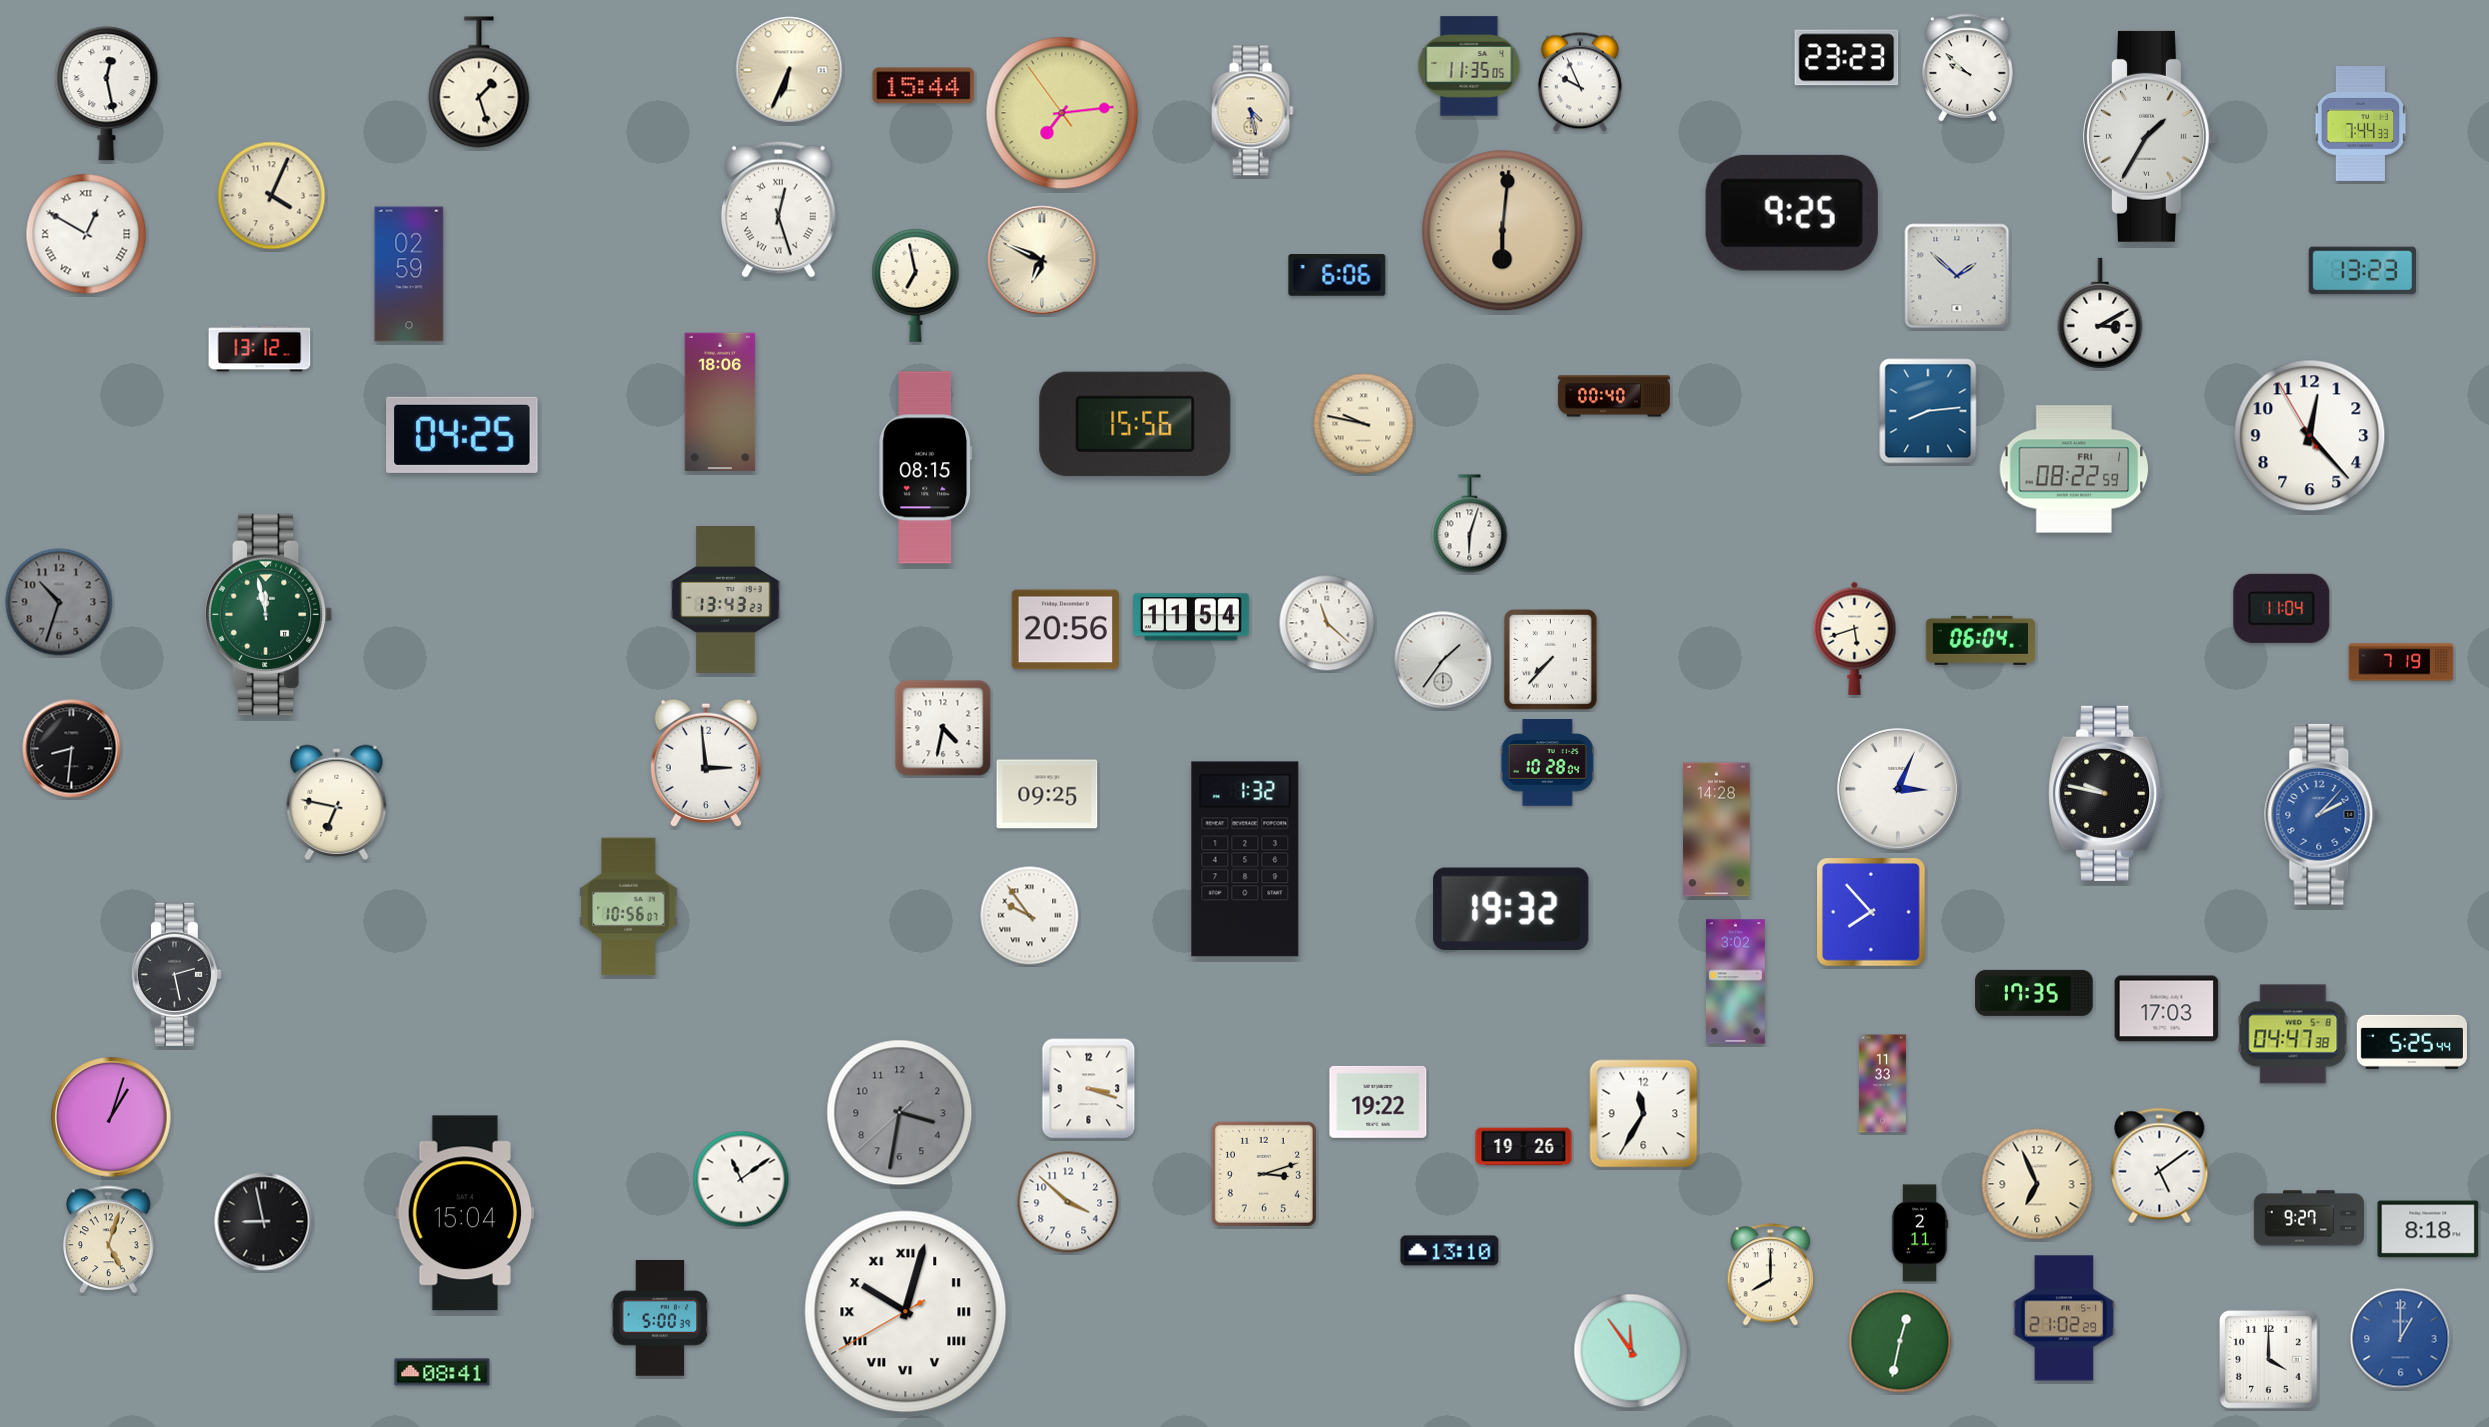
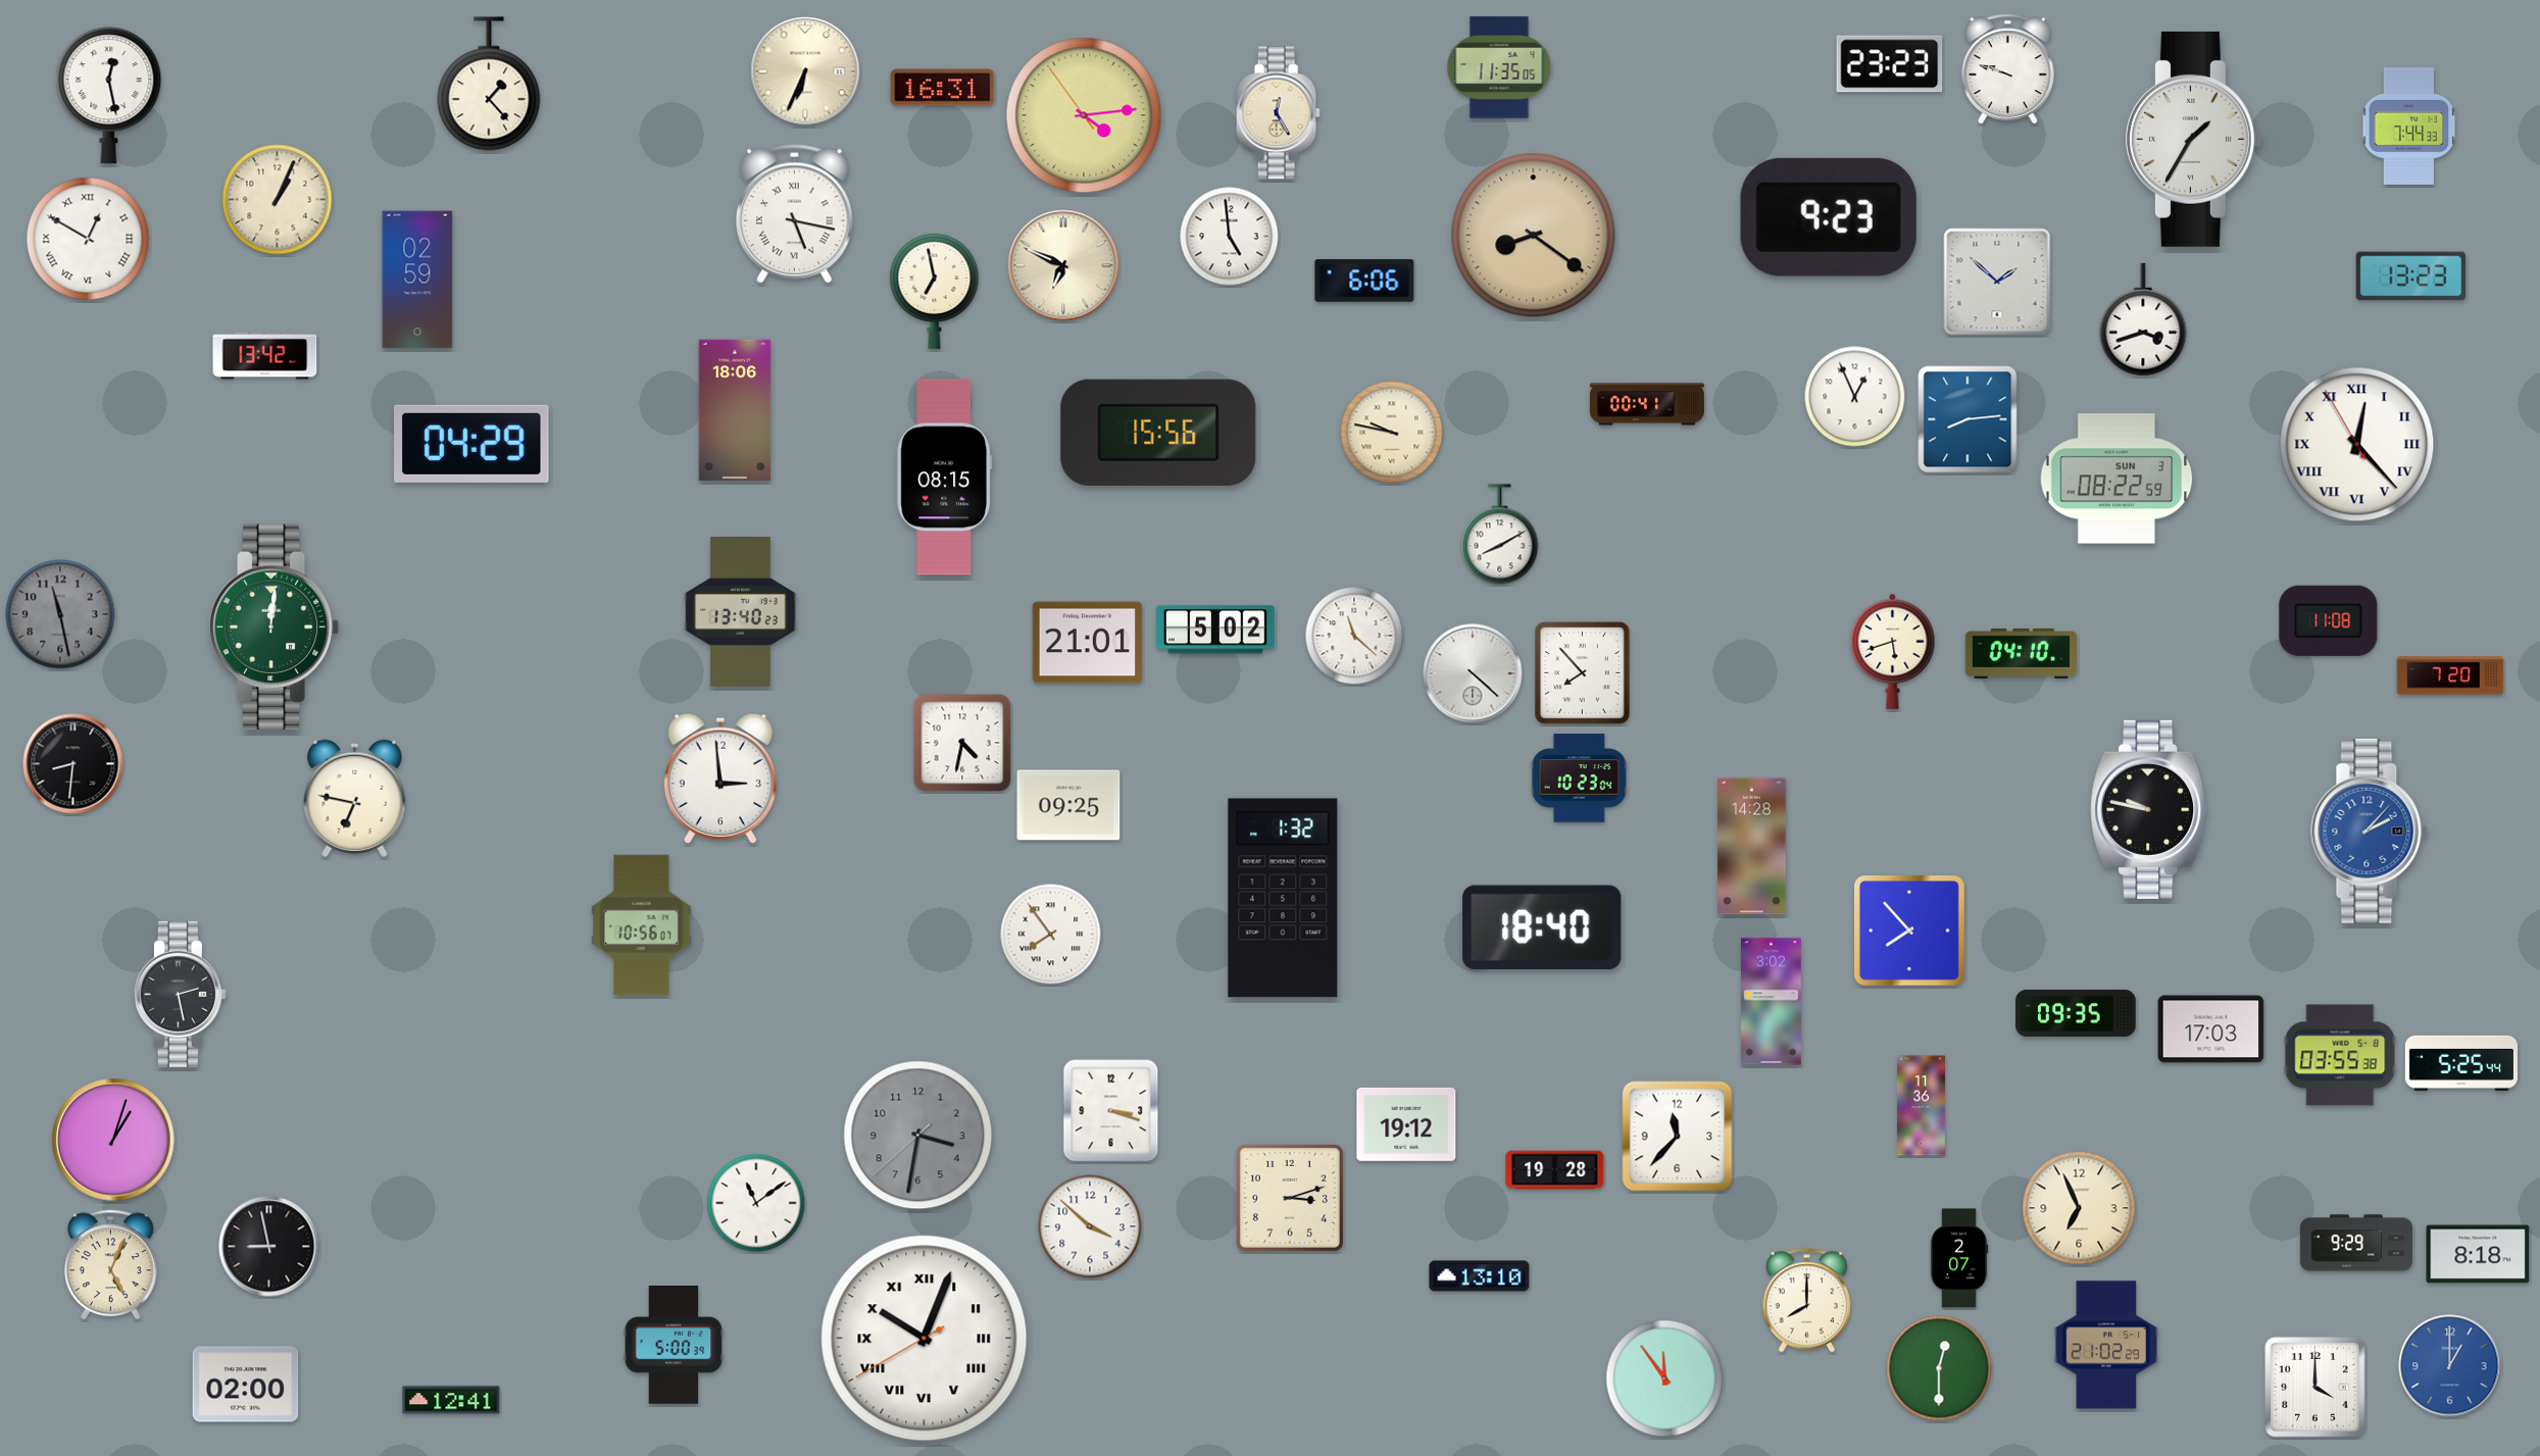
clock at (1847, 58) position: (1847, 58) -> (1890, 64)
clock at (1968, 68): 9:52 -> 9:48
clock at (479, 82): 1:27 -> 1:23
clock at (1580, 82): 9:56 -> none
clock at (924, 86): 15:44 -> 16:31
clock at (1252, 111): 4:28 -> 12:25
clock at (1062, 113): 7:13 -> 4:13
clock at (272, 196): 4:04 -> 1:04
clock at (778, 209): 12:27 -> 5:17
clock at (1792, 213): 9:25 -> 9:23
clock at (1503, 231): 6:01 -> 8:21
clock at (1230, 237): none -> 4:59
clock at (2100, 313): 3:10 -> 3:42
clock at (260, 349): 13:12 -> 13:42
clock at (1855, 397): none -> 12:56
clock at (1614, 396): 00:40 -> 00:41
clock at (462, 435): 04:25 -> 04:29
clock at (2310, 436) numerals: Arabic -> Roman
clock at (2074, 469) date: FRI 1 -> SUN 3
clock at (1470, 524): 6:03 -> 8:10
clock at (726, 600): 13:43 -> 13:40
clock at (59, 602): 10:33 -> 11:28
clock at (2282, 608): 11:04 -> 11:08
clock at (269, 614): 11:58 -> 12:01
clock at (1192, 617): 11:54 -> 5:02
clock at (1066, 630): 20:56 -> 21:01
clock at (1980, 640): 06:04 -> 04:10
clock at (1550, 659): 7:37 -> 7:53
clock at (1443, 660): 1:36 -> 4:22
clock at (2401, 662): 7:19 -> 7:20
clock at (1547, 763): 10:28 -> 10:23
clock at (1898, 789): 3:04 -> none
clock at (1047, 794) position: (1047, 794) -> (1068, 805)
clock at (337, 802) position: (337, 802) -> (355, 798)
clock at (1245, 859) position: (1245, 859) -> (1283, 898)
clock at (1511, 909): 19:32 -> 18:40
clock at (1030, 916): 9:54 -> 7:54
clock at (2034, 993): 17:35 -> 09:35
clock at (2293, 1034): 04:47 -> 03:55
clock at (1882, 1084): 11:33 -> 11:36
clock at (1378, 1102): 19:22 -> 19:12
clock at (1644, 1114): 11:35 -> 11:37
clock at (1524, 1147): 19:26 -> 19:28
clock at (2160, 1166): 5:09 -> none
clock at (464, 1213): 15:04 -> none
clock at (2309, 1218): 9:27 -> 9:29
clock at (1920, 1233): 2:11 -> 2:07
clock at (109, 1240): 5:03 -> 5:04
clock at (906, 1312): 10:02 -> 10:03
clock at (1900, 1341): 12:32 -> 12:30
clock at (246, 1385): none -> 02:00
clock at (442, 1372): 08:41 -> 12:41
